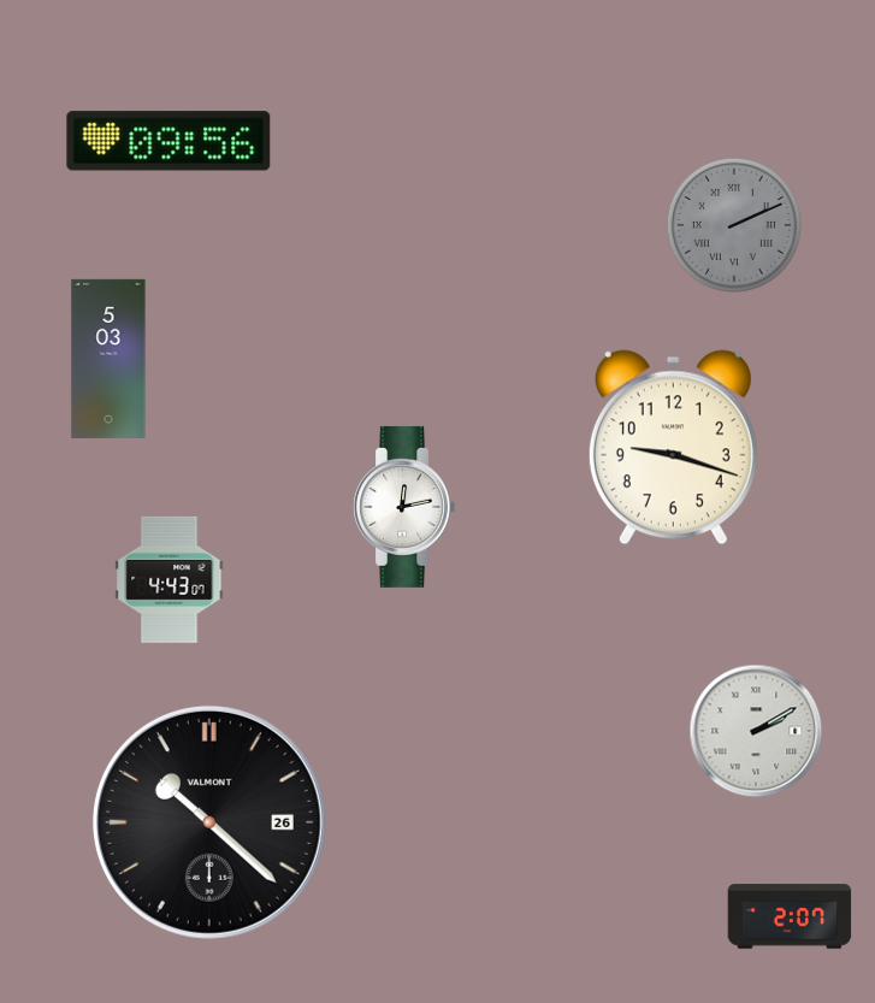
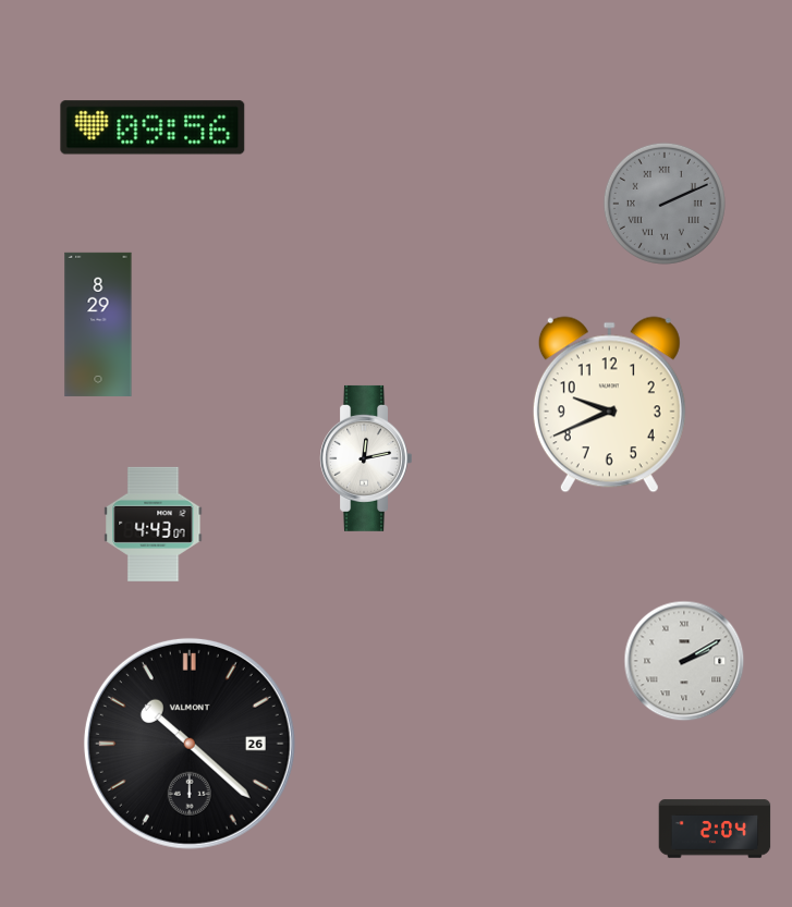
clock at (108, 359): 5:03 -> 8:29
clock at (673, 448): 9:18 -> 9:41
clock at (790, 916): 2:07 -> 2:04
